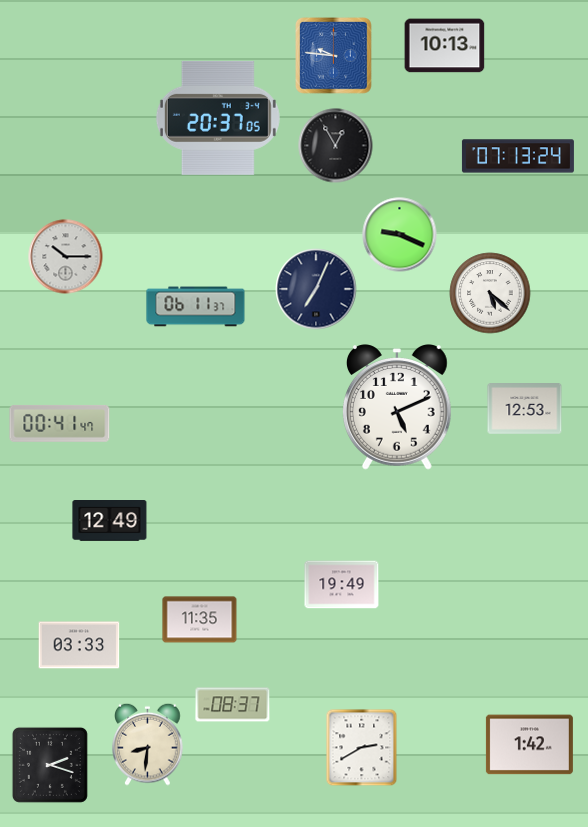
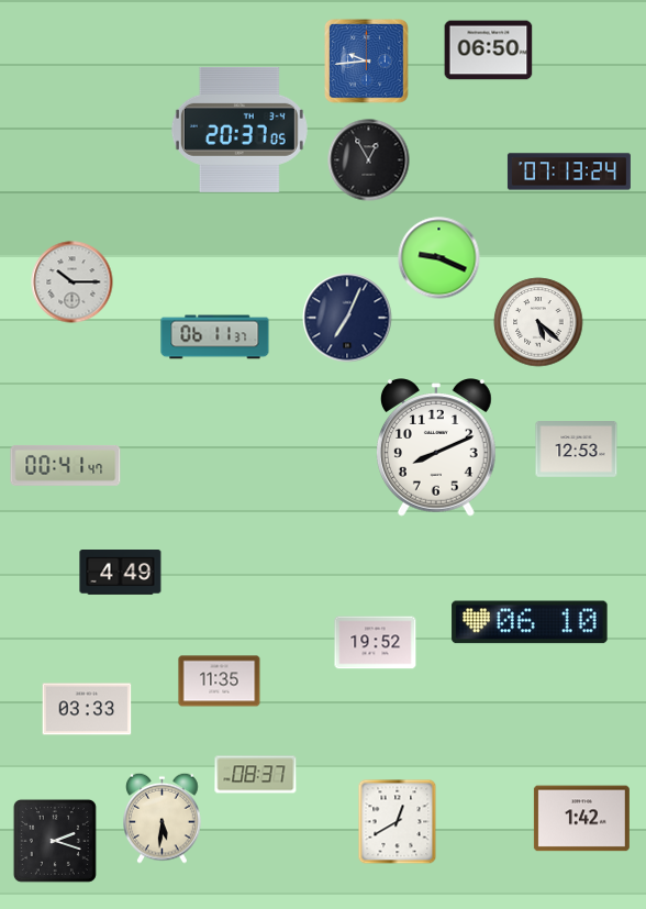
clock at (445, 46): 10:13 -> 06:50
clock at (334, 56): 9:46 -> 9:44
clock at (398, 407): 5:11 -> 8:11
clock at (110, 521): 12:49 -> 4:49
clock at (530, 622): none -> 06:10
clock at (342, 585): 19:49 -> 19:52
clock at (148, 744): 8:31 -> 5:31
clock at (362, 748): 2:40 -> 12:40
